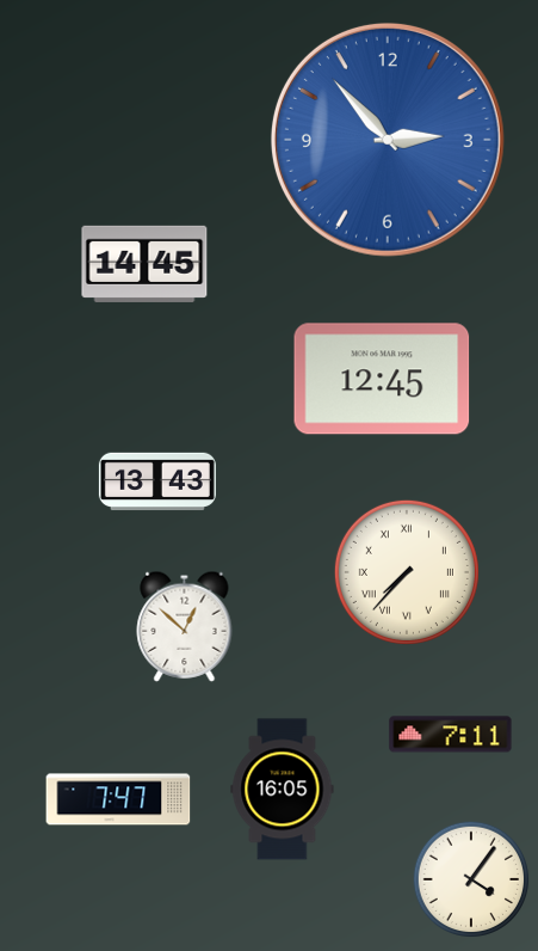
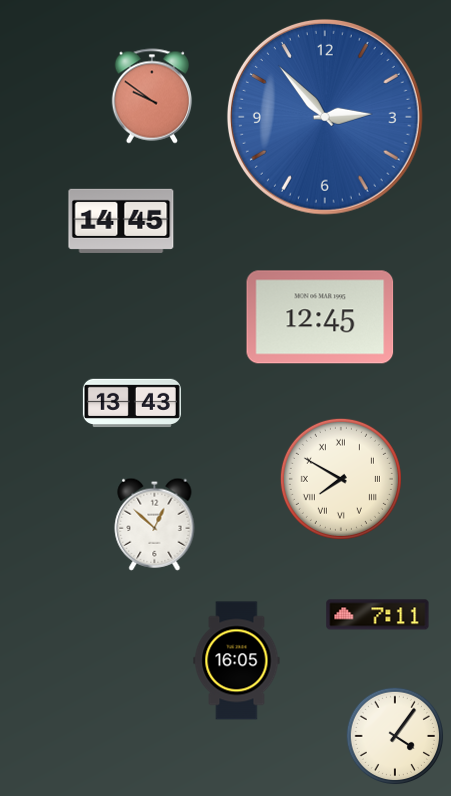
clock at (152, 96): none -> 9:51
clock at (407, 572): 7:37 -> 7:50
clock at (118, 799): 7:47 -> none
